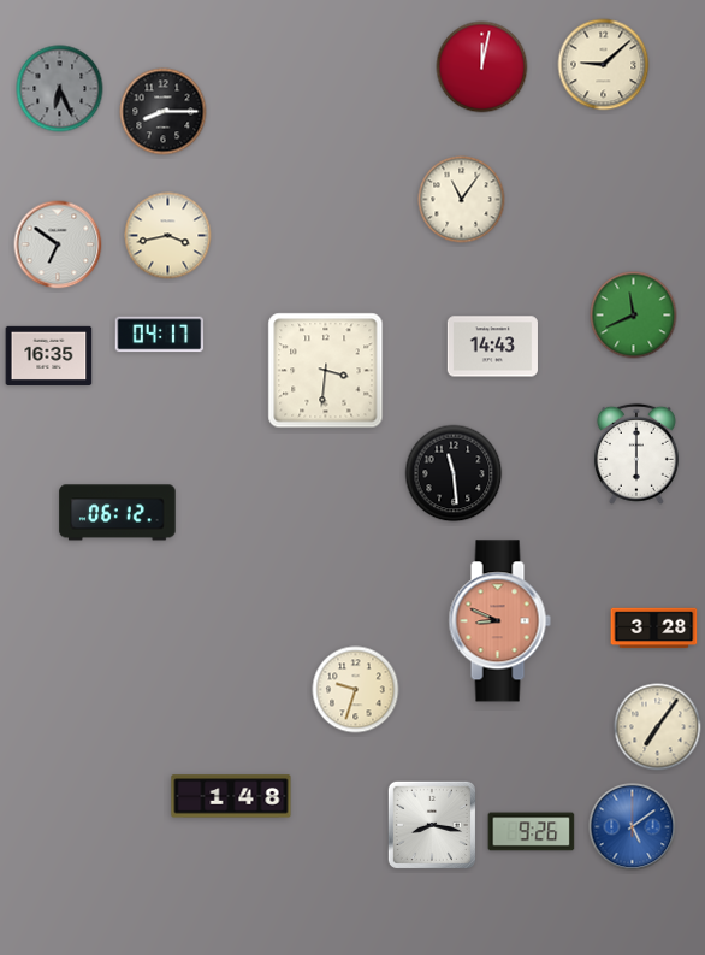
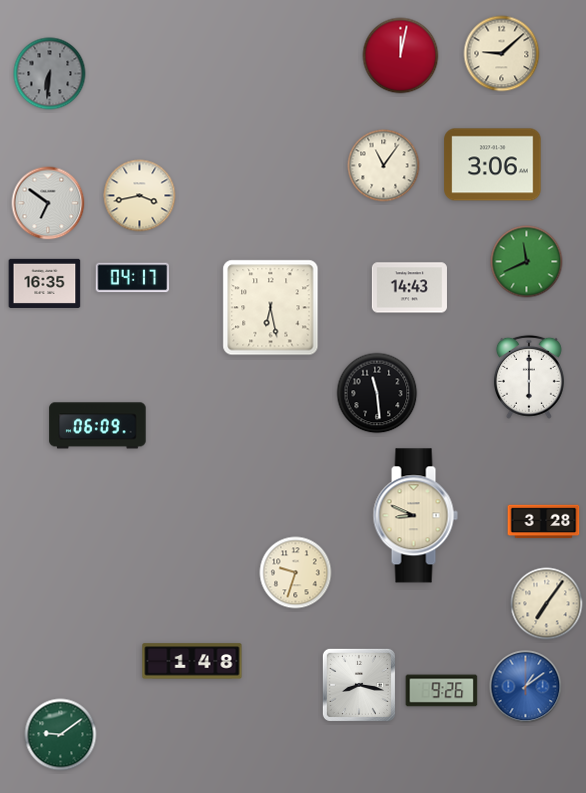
clock at (60, 89): 6:26 -> 6:31
clock at (164, 112): 8:15 -> none
clock at (493, 165): none -> 3:06
clock at (49, 355) position: (49, 355) -> (45, 283)
clock at (326, 371): 3:31 -> 6:28
clock at (118, 513): 06:12 -> 06:09
clock at (499, 621) dial: salmon -> cream
clock at (633, 827): 5:09 -> 1:09
clock at (61, 735): none -> 9:09
